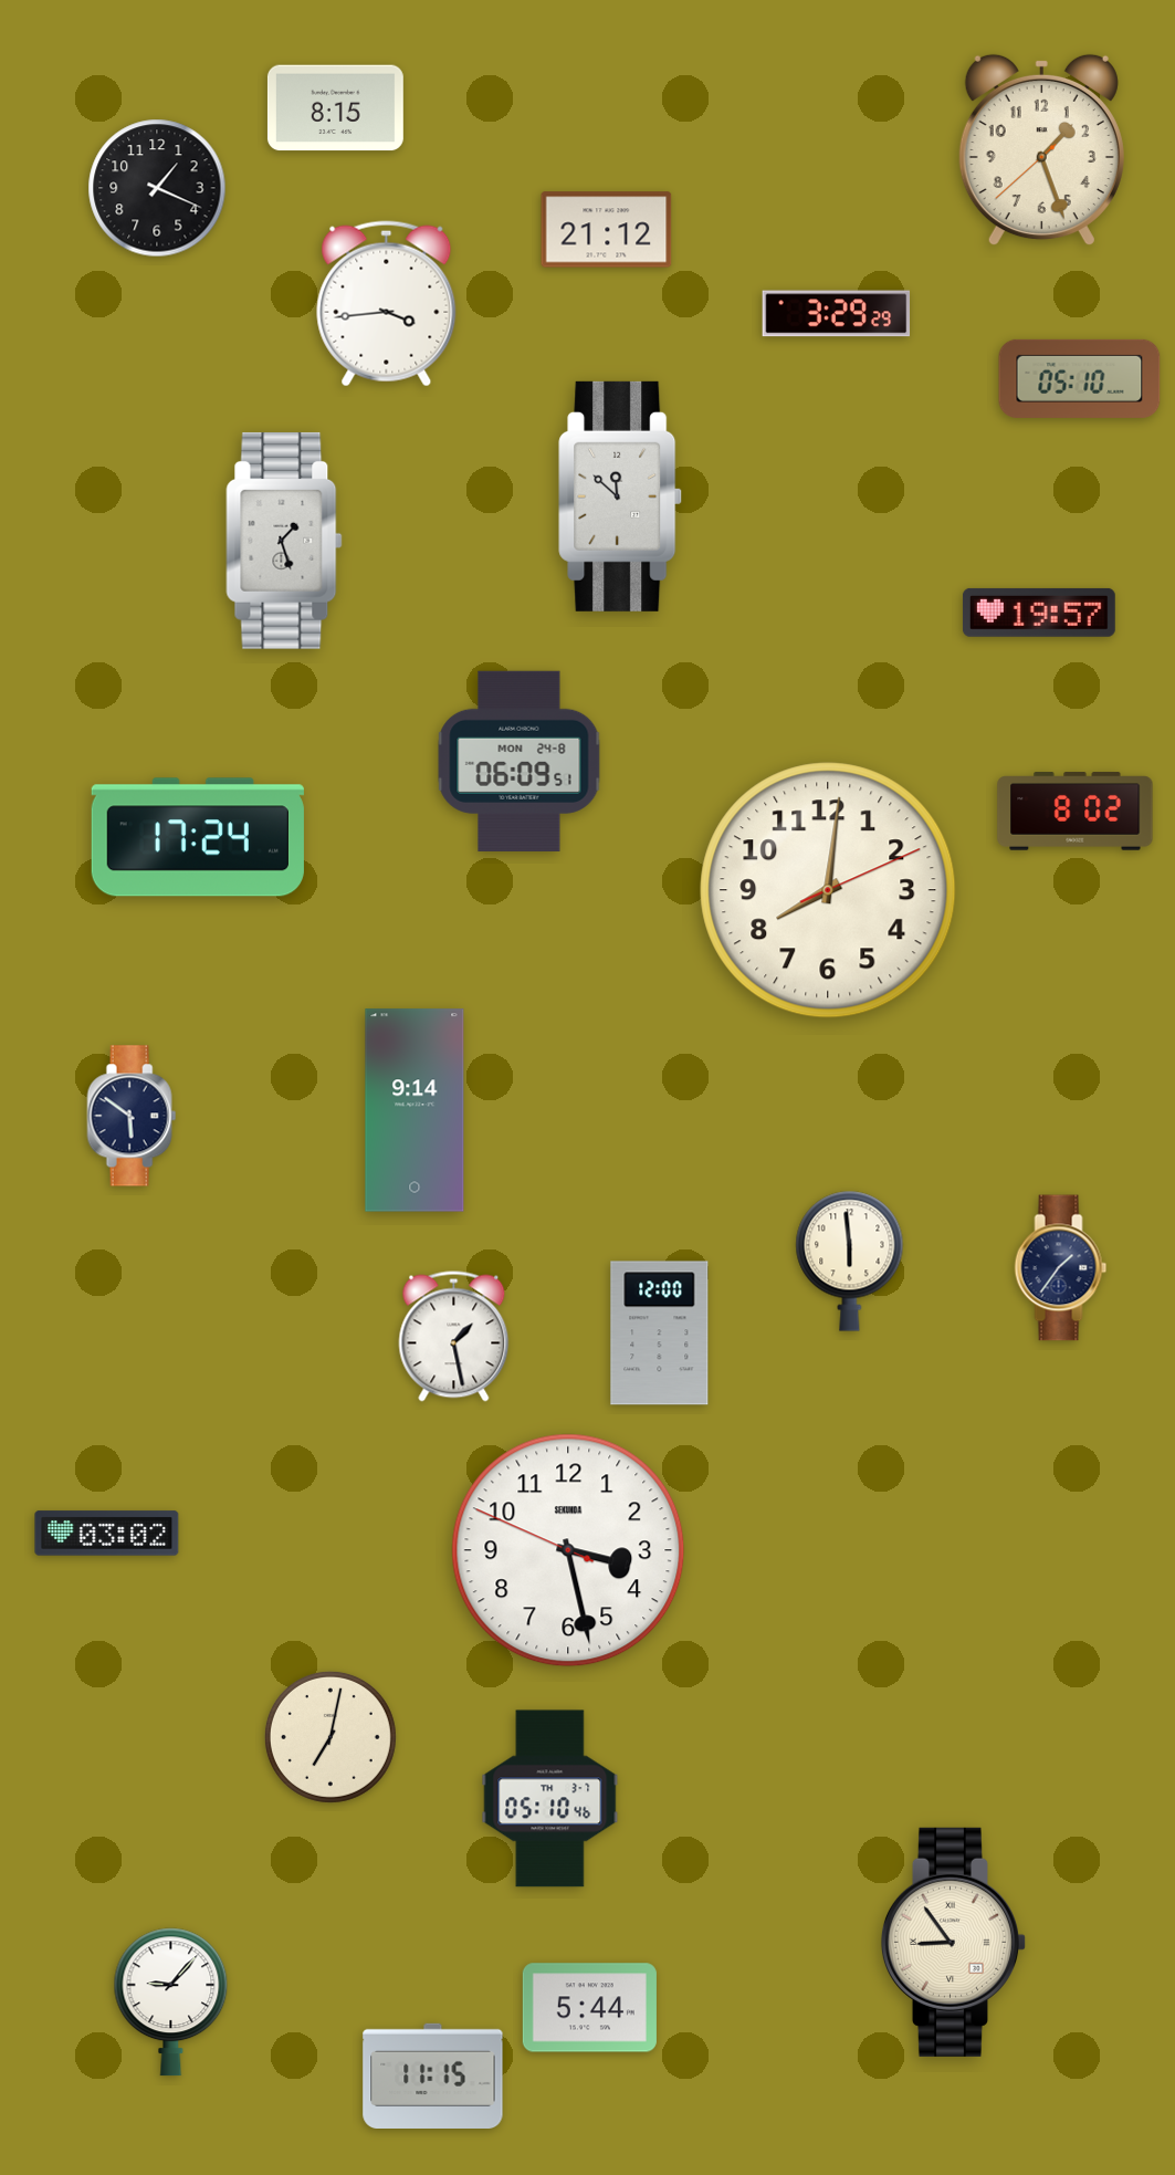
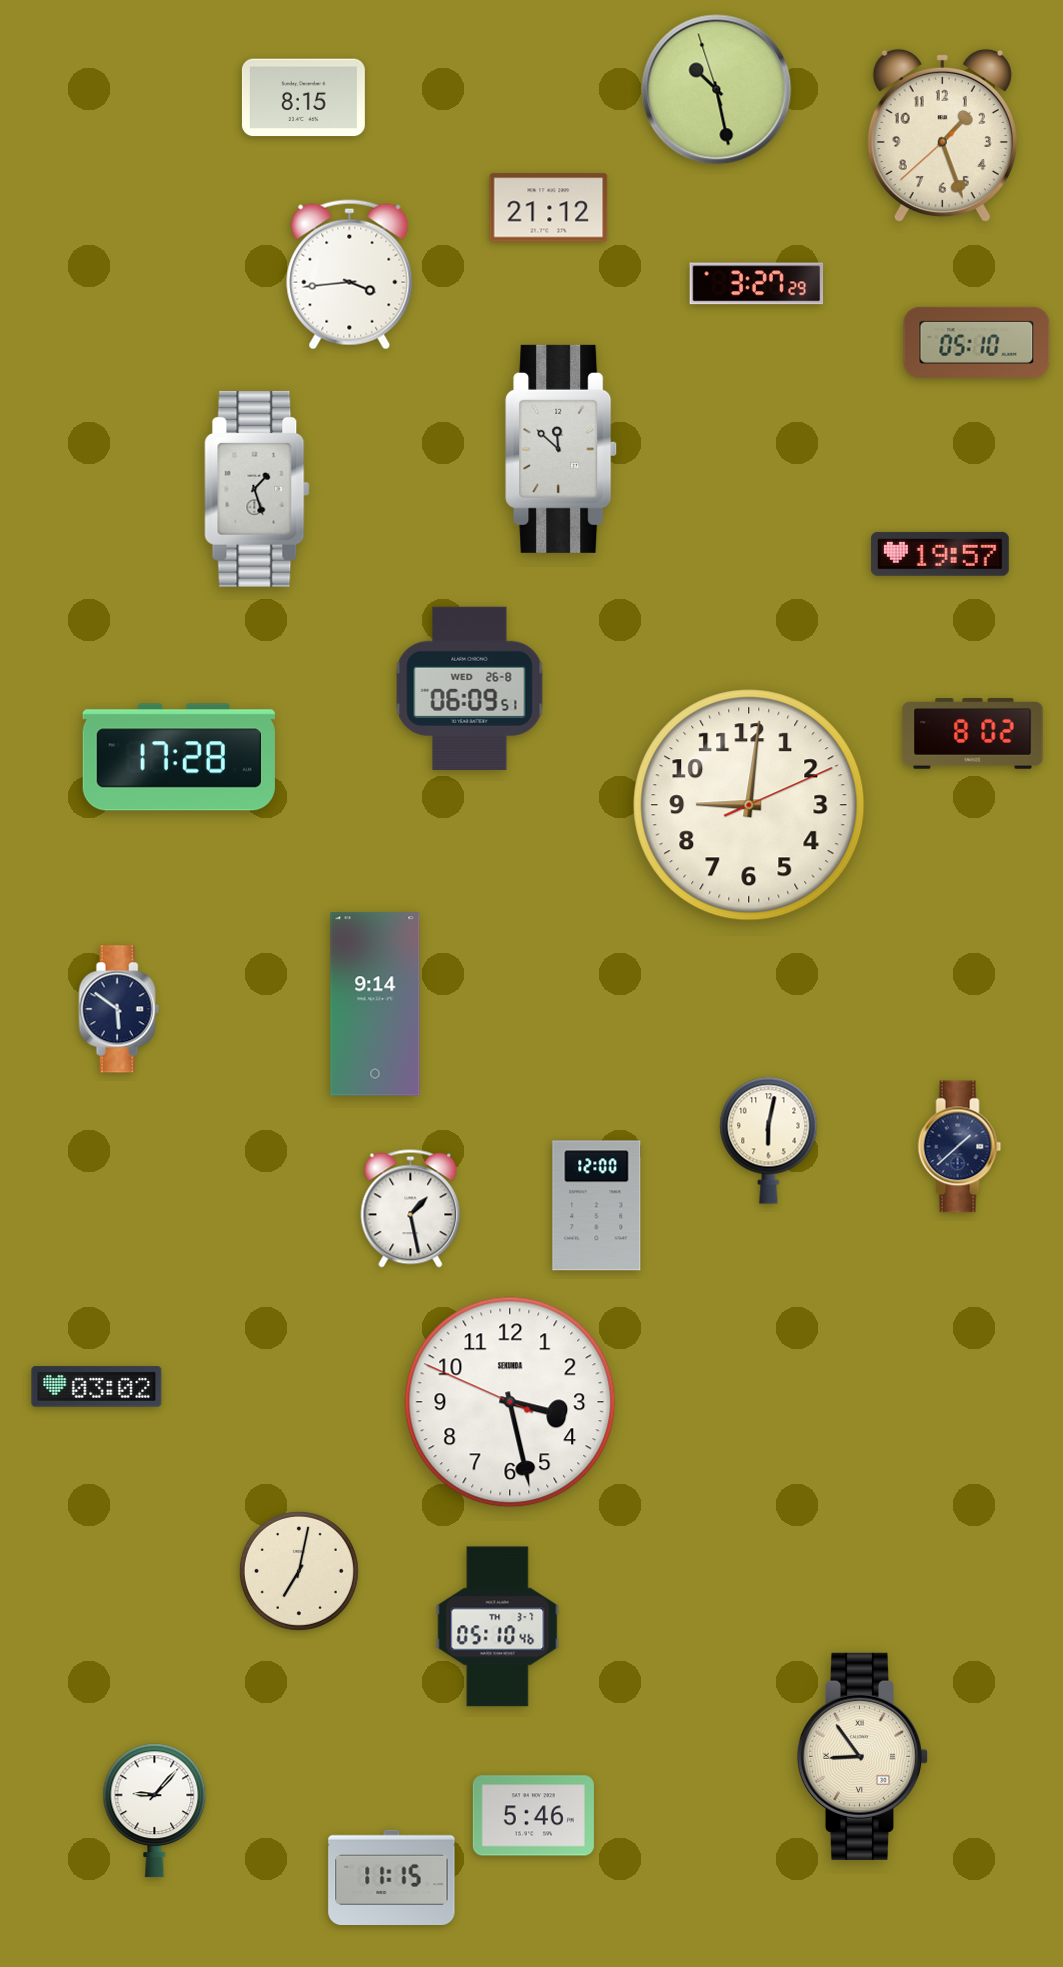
clock at (717, 90): none -> 10:27
clock at (157, 188): 1:19 -> none
clock at (837, 314): 3:29 -> 3:27
clock at (520, 761) date: MON 24-8 -> WED 26-8
clock at (198, 837): 17:24 -> 17:28
clock at (828, 890): 8:01 -> 9:01
clock at (850, 1261): 5:59 -> 6:02
clock at (1061, 1268): 1:36 -> 1:38
clock at (568, 1550) position: (568, 1550) -> (510, 1402)
clock at (589, 2008): 5:44 -> 5:46
